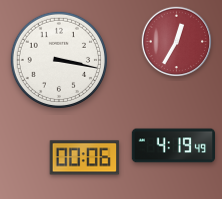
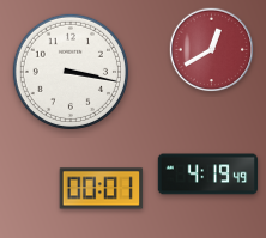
clock at (177, 42): 12:35 -> 12:40
clock at (85, 158): 00:06 -> 00:01
